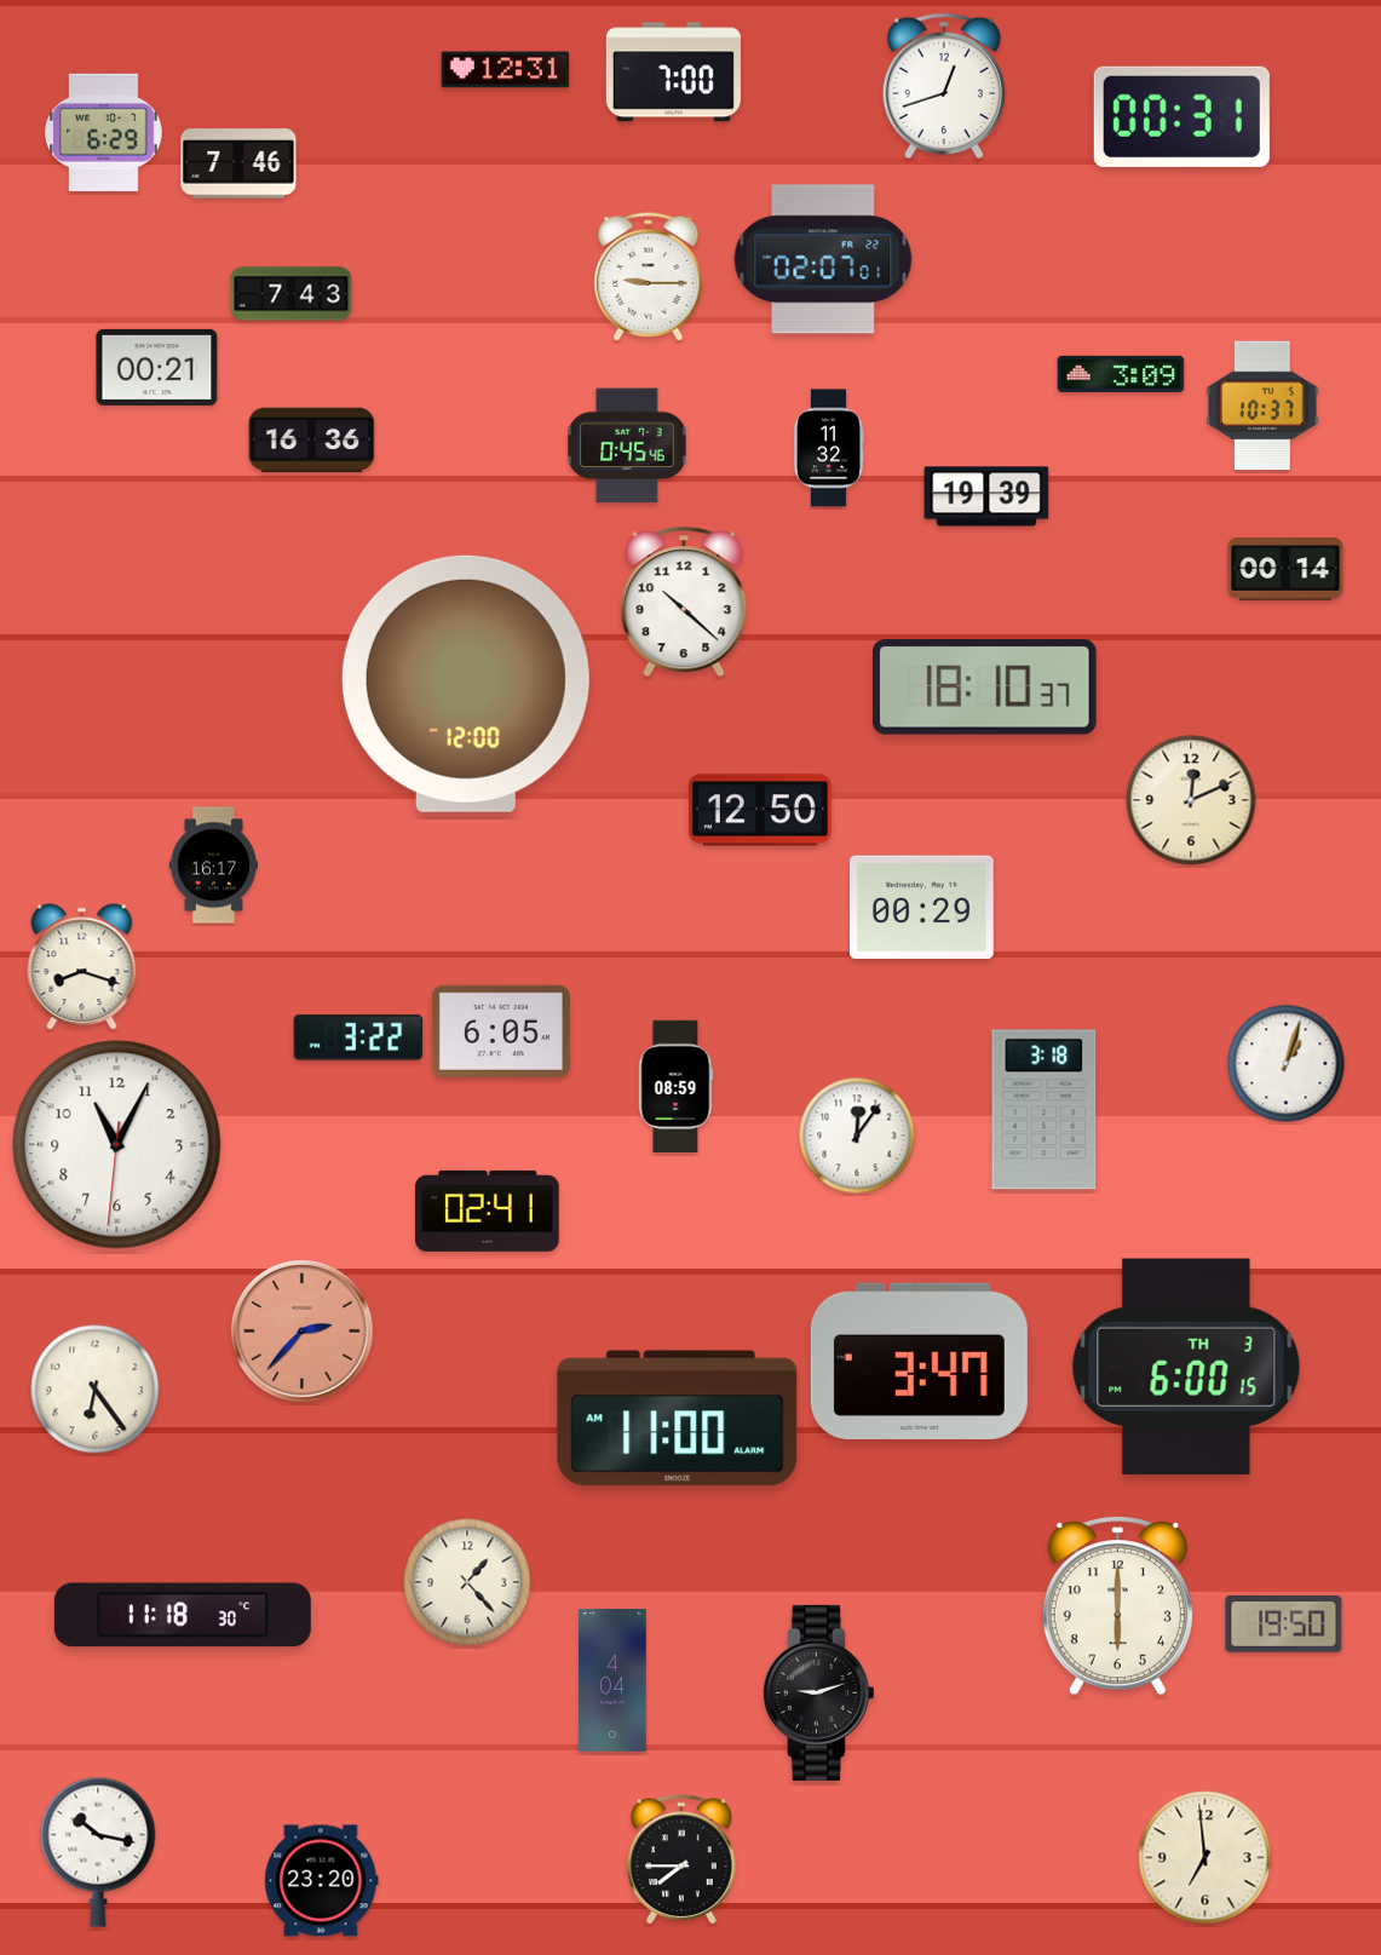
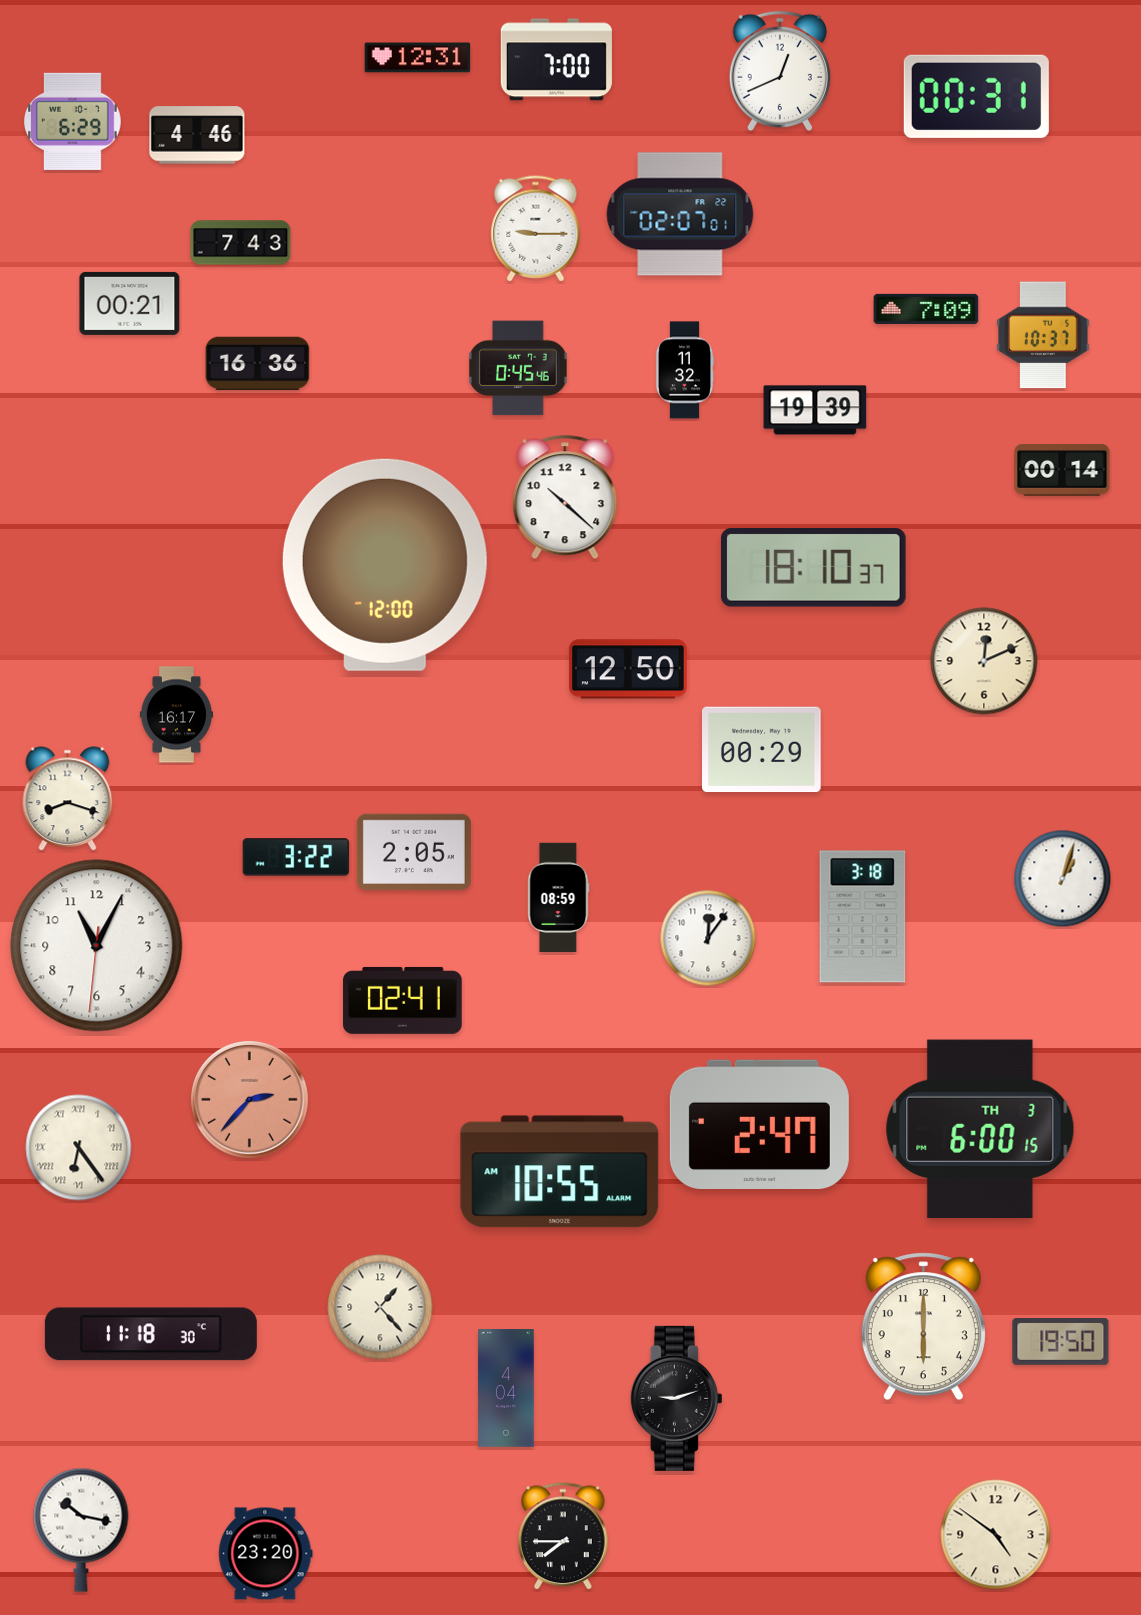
clock at (944, 86): 12:42 -> 12:41
clock at (104, 132) position: (104, 132) -> (73, 121)
clock at (238, 163): 7:46 -> 4:46
clock at (1121, 374): 3:09 -> 7:09
clock at (501, 1031): 6:05 -> 2:05
clock at (919, 1361): 3:47 -> 2:47
clock at (96, 1390) numerals: Arabic -> Roman
clock at (678, 1419): 11:00 -> 10:55
clock at (467, 1582) position: (467, 1582) -> (380, 1307)
clock at (1206, 1858): 6:59 -> 4:51
